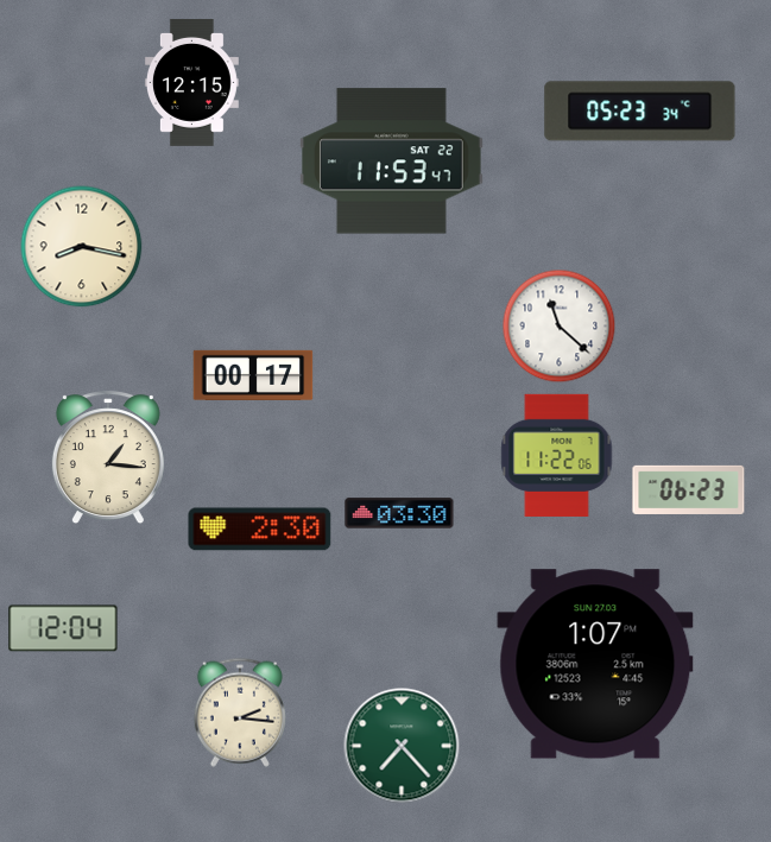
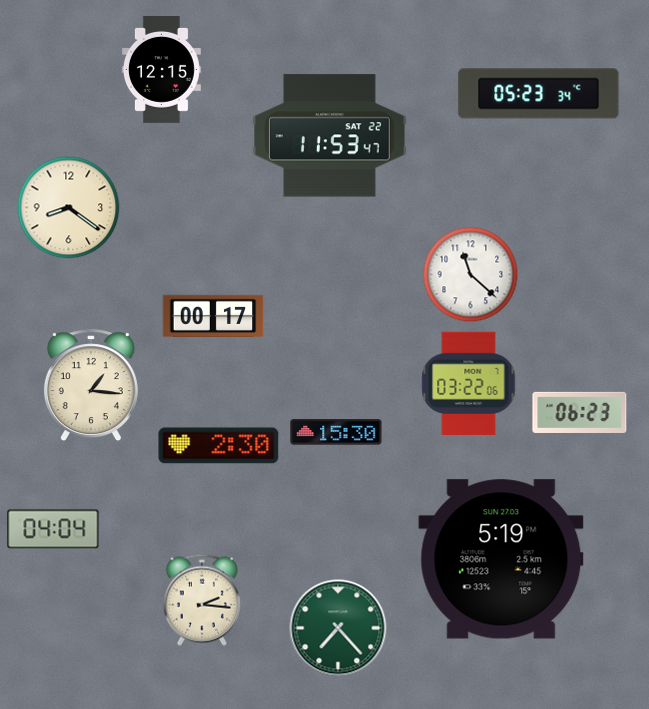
clock at (82, 247): 8:17 -> 8:21
clock at (557, 455): 11:22 -> 03:22
clock at (399, 513): 03:30 -> 15:30
clock at (63, 628): 12:04 -> 04:04
clock at (595, 664): 1:07 -> 5:19
